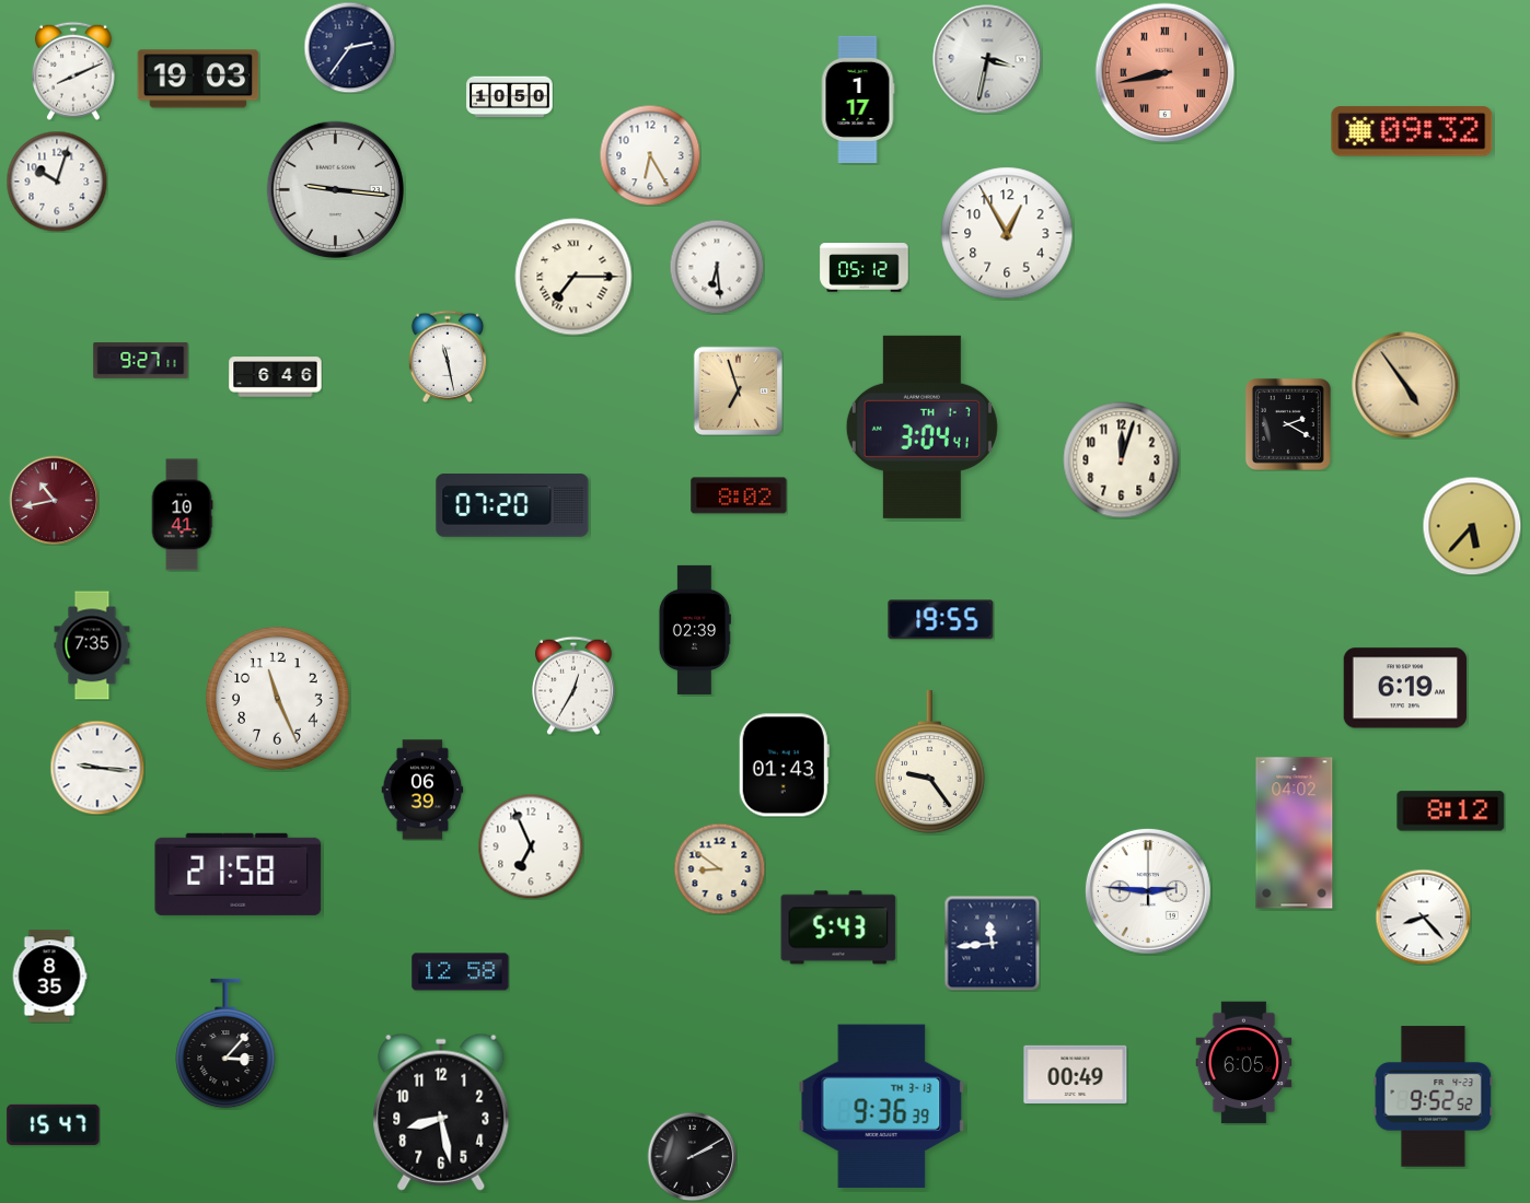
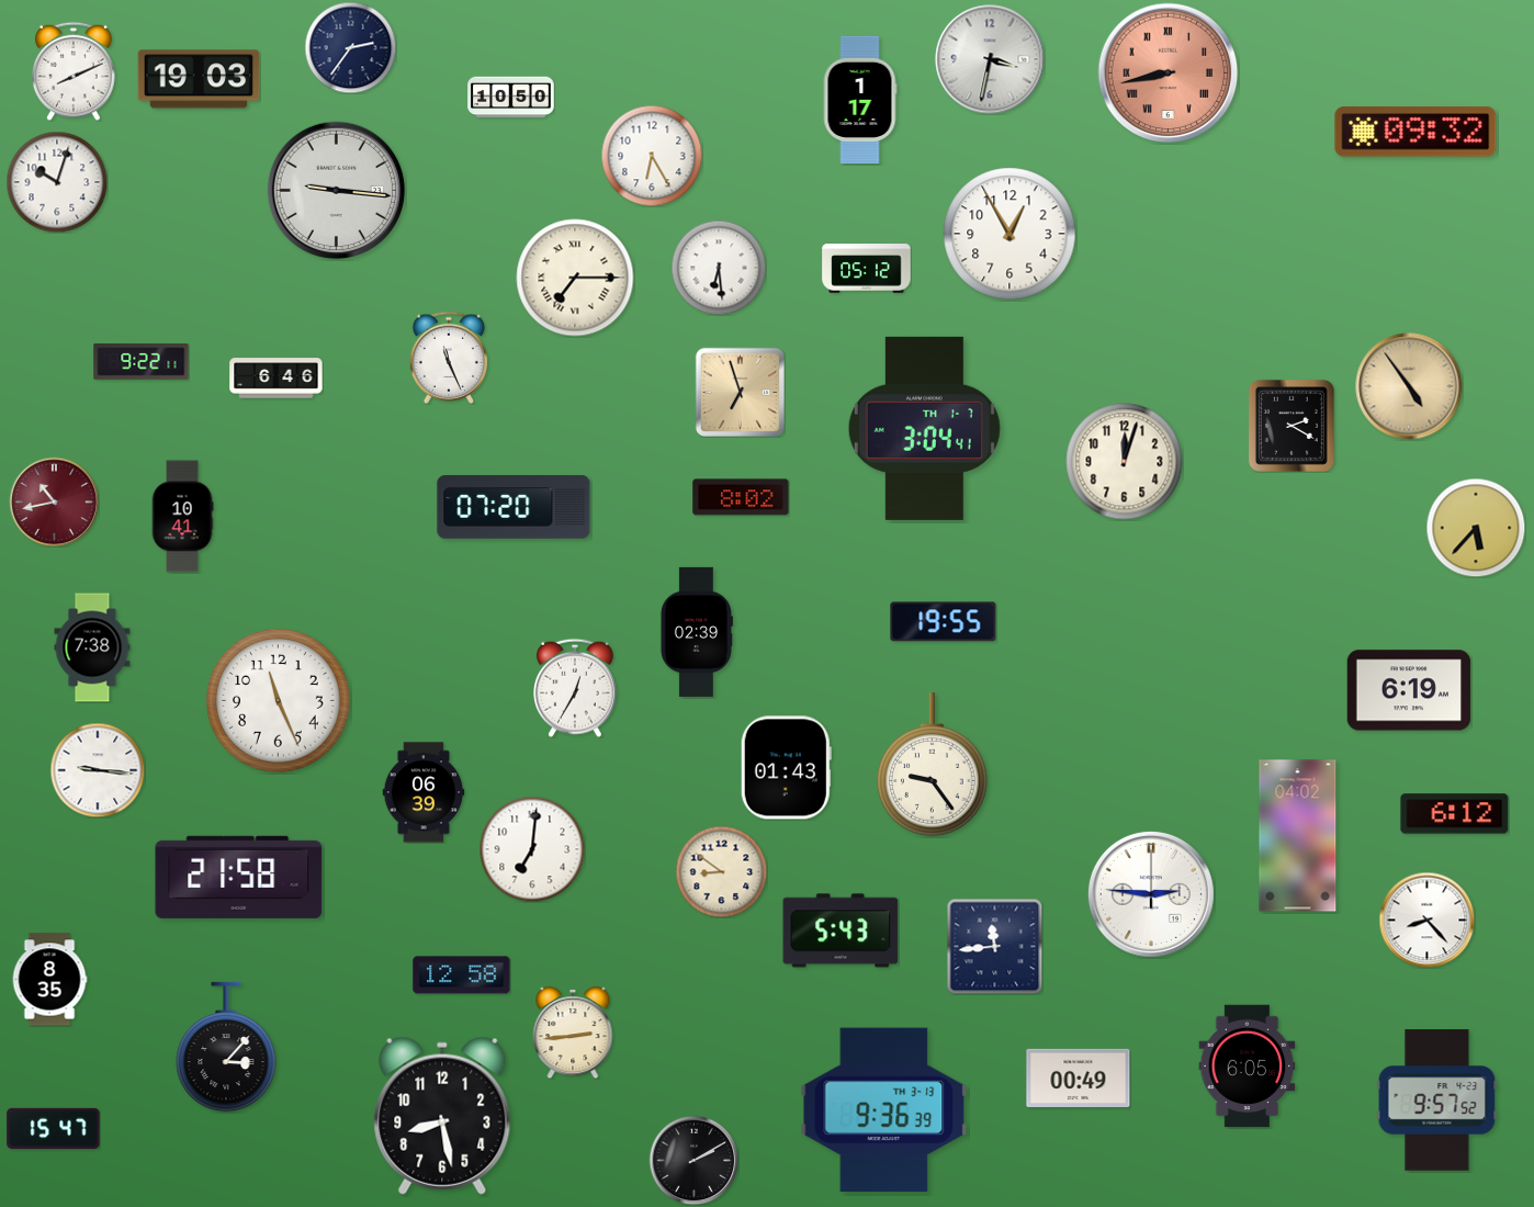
clock at (448, 357): 11:28 -> 11:26
clock at (141, 361): 9:27 -> 9:22
clock at (92, 645): 7:35 -> 7:38
clock at (1451, 811): 8:12 -> 6:12
clock at (531, 846): 6:56 -> 7:01
clock at (573, 1033): none -> 2:44
clock at (1434, 1097): 9:52 -> 9:57
